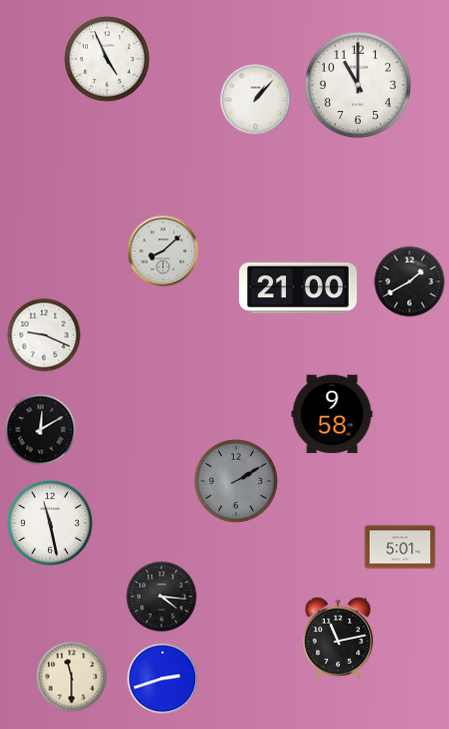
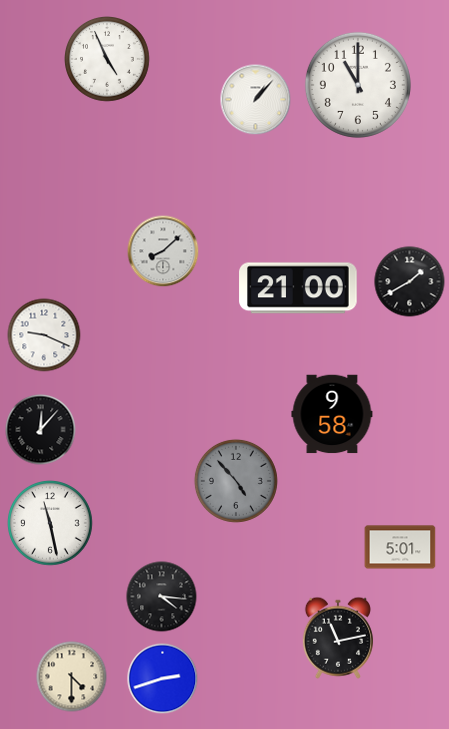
clock at (41, 430): 12:10 -> 12:07
clock at (236, 481): 2:10 -> 4:53
clock at (72, 677): 11:30 -> 4:30
